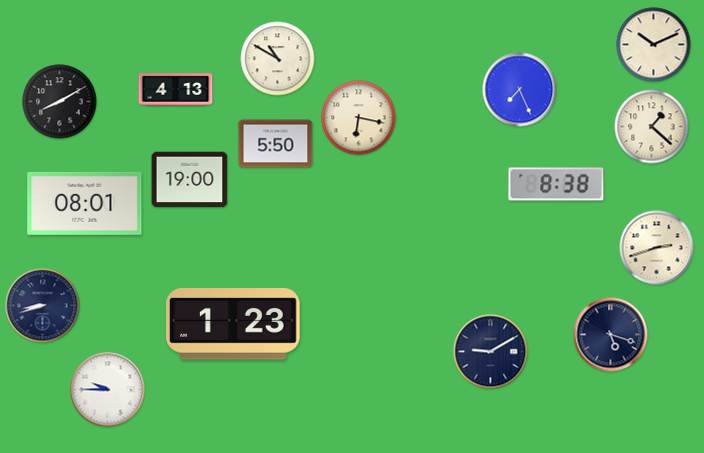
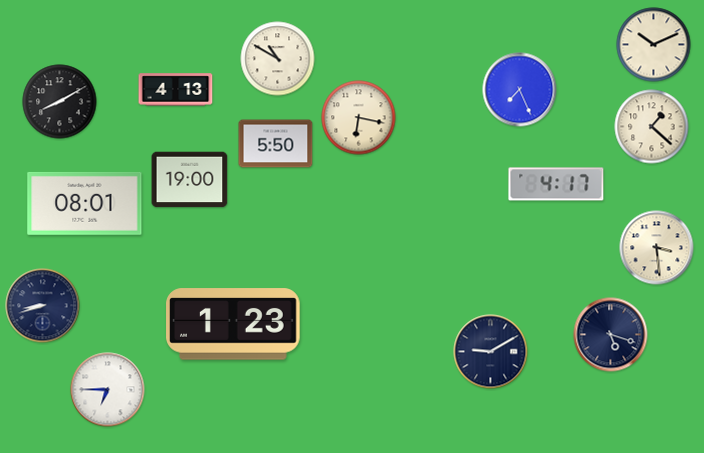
clock at (556, 184): 8:38 -> 4:17
clock at (657, 248): 2:42 -> 3:29
clock at (108, 390): 9:45 -> 6:45
